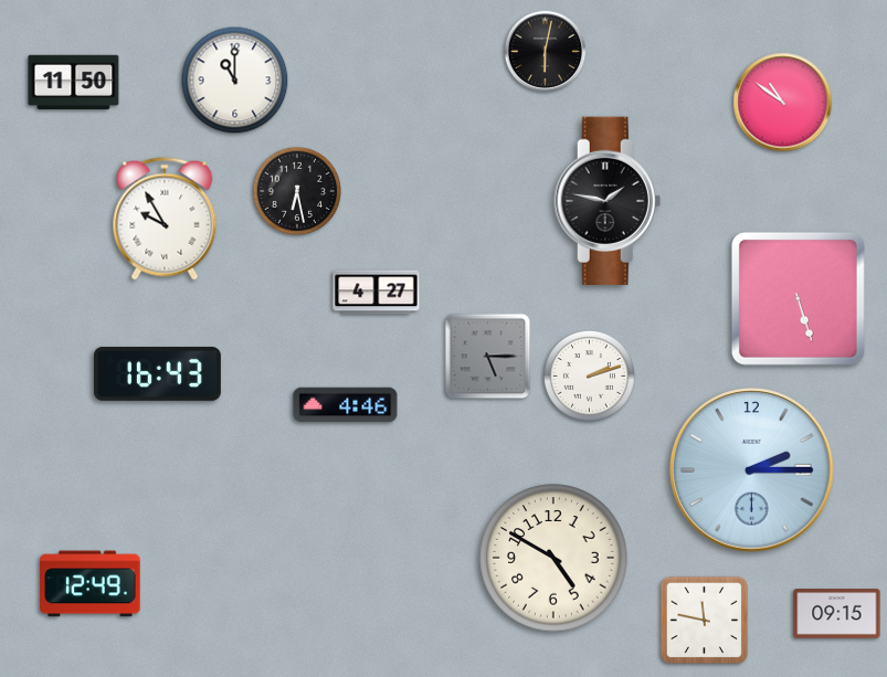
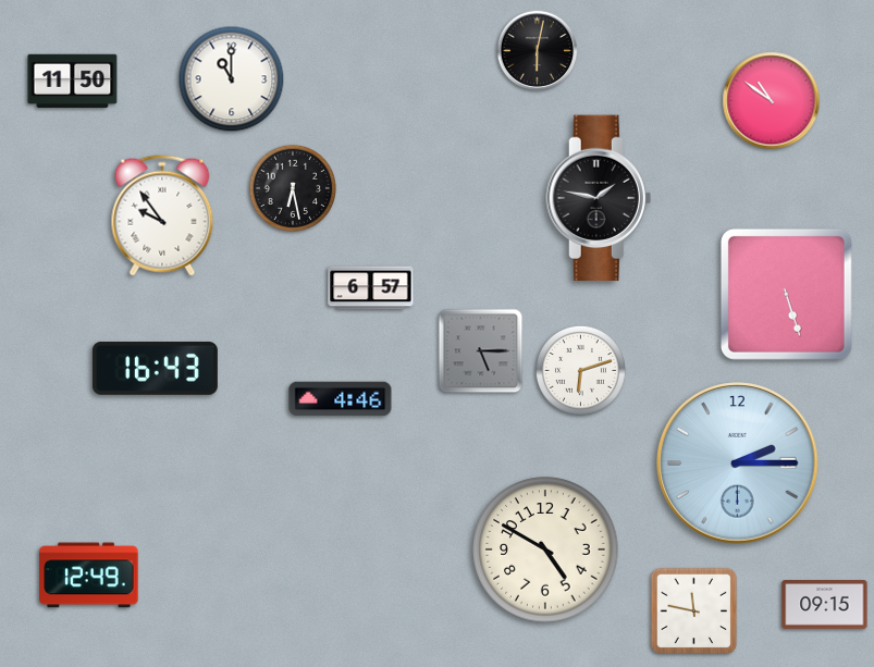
clock at (165, 219): 9:55 -> 9:54
clock at (377, 293): 4:27 -> 6:57
clock at (589, 375): 2:12 -> 6:12
clock at (752, 470) position: (752, 470) -> (738, 464)
